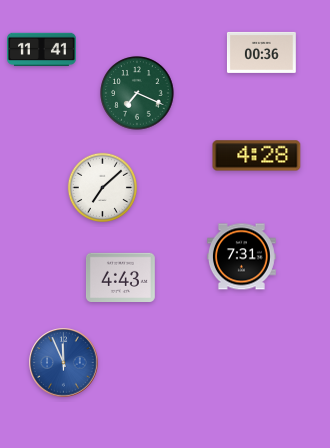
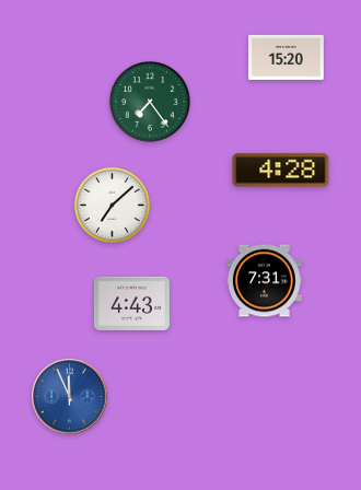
clock at (42, 50): 11:41 -> none
clock at (261, 52): 00:36 -> 15:20
clock at (137, 93): 7:19 -> 7:24
